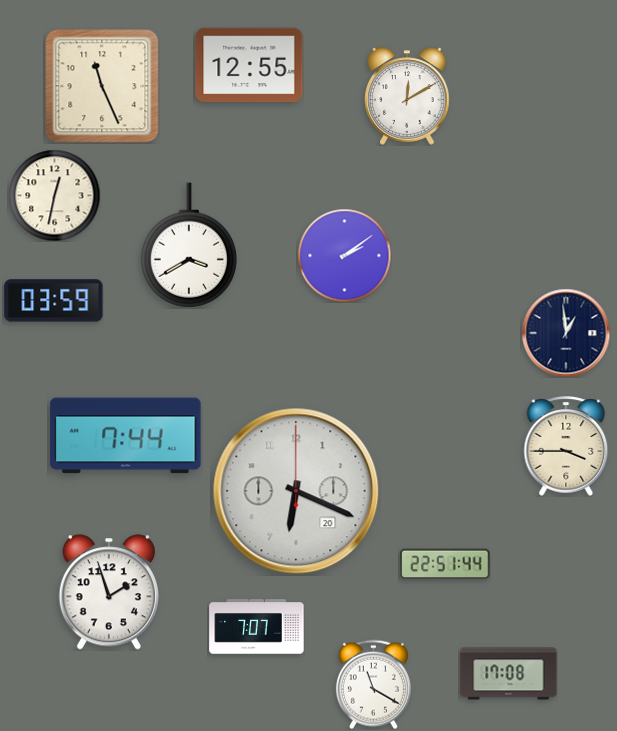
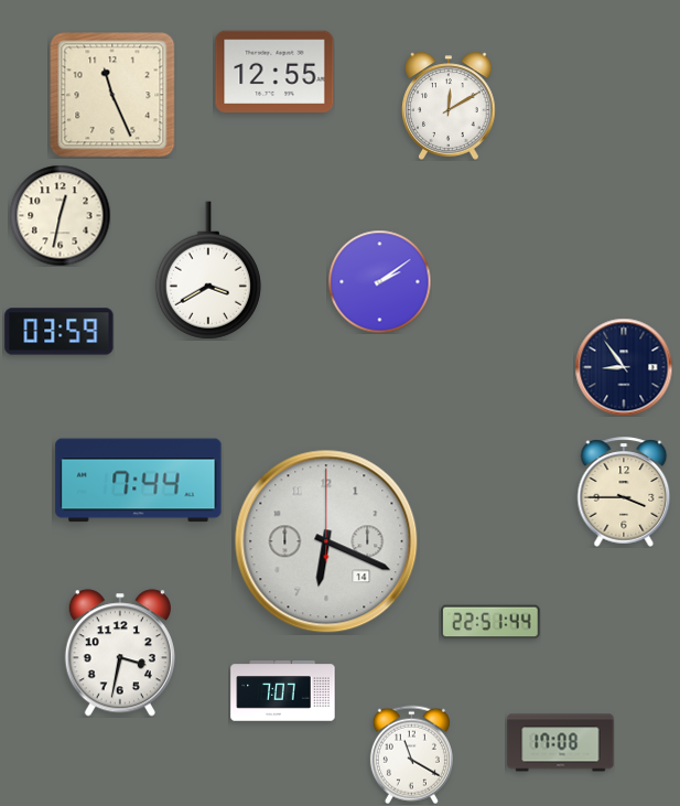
clock at (566, 333): 12:59 -> 8:54
clock at (296, 491) date: 20 -> 14
clock at (109, 592): 1:57 -> 3:32
